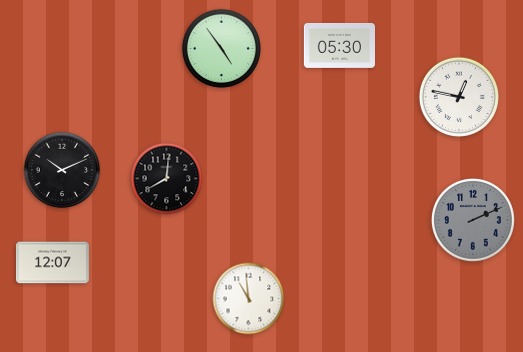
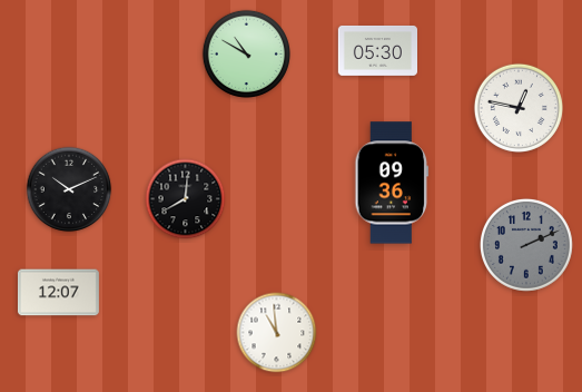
clock at (221, 48): 4:54 -> 10:50
clock at (459, 97) position: (459, 97) -> (519, 108)
clock at (392, 183): none -> 09:36
